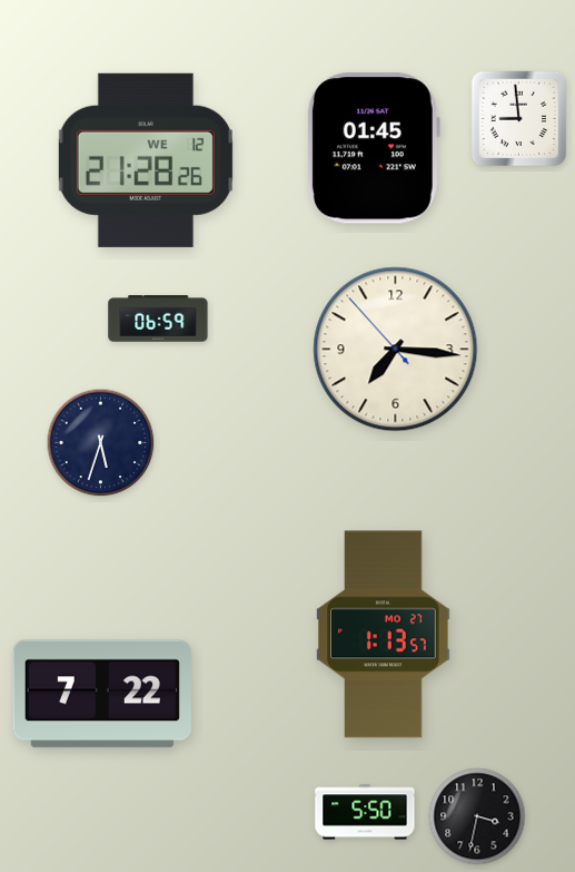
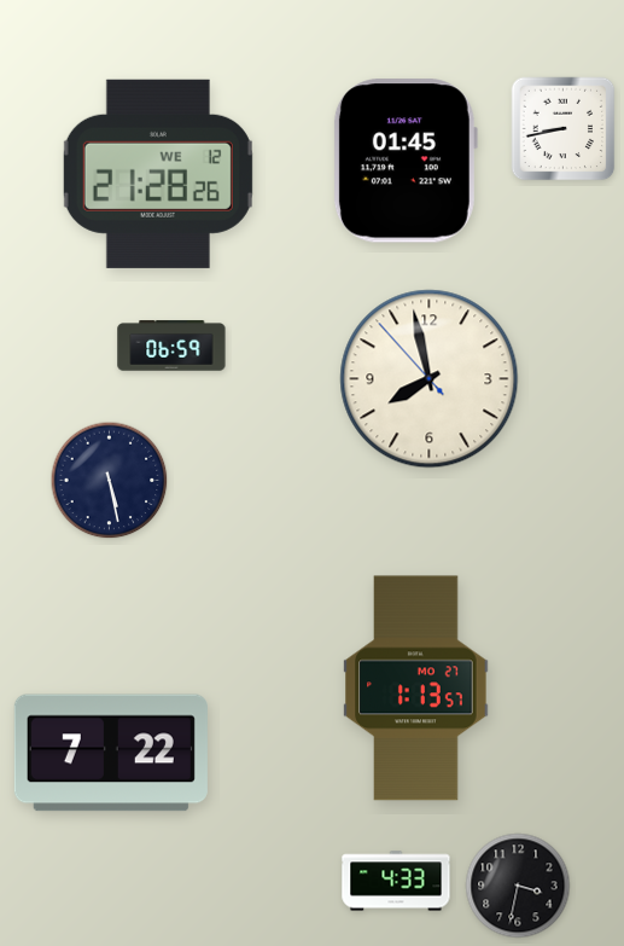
clock at (519, 119): 8:59 -> 8:43
clock at (396, 350): 7:15 -> 7:57
clock at (101, 443): 5:33 -> 5:28
clock at (365, 812): 5:50 -> 4:33
